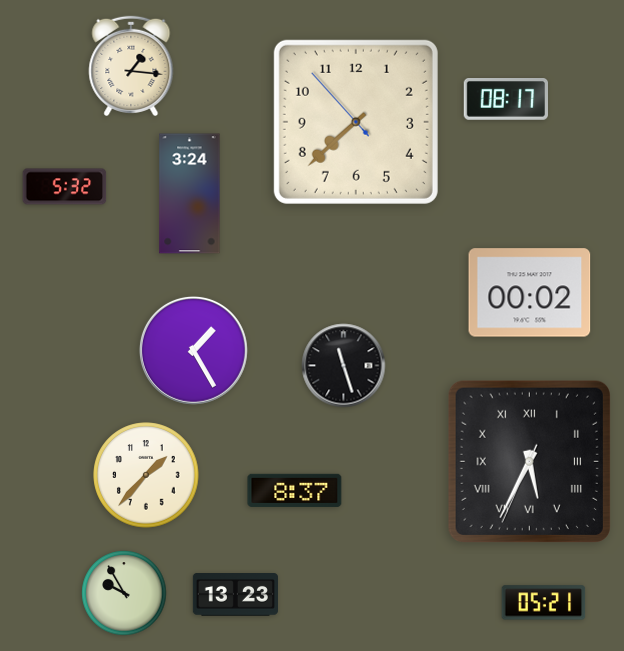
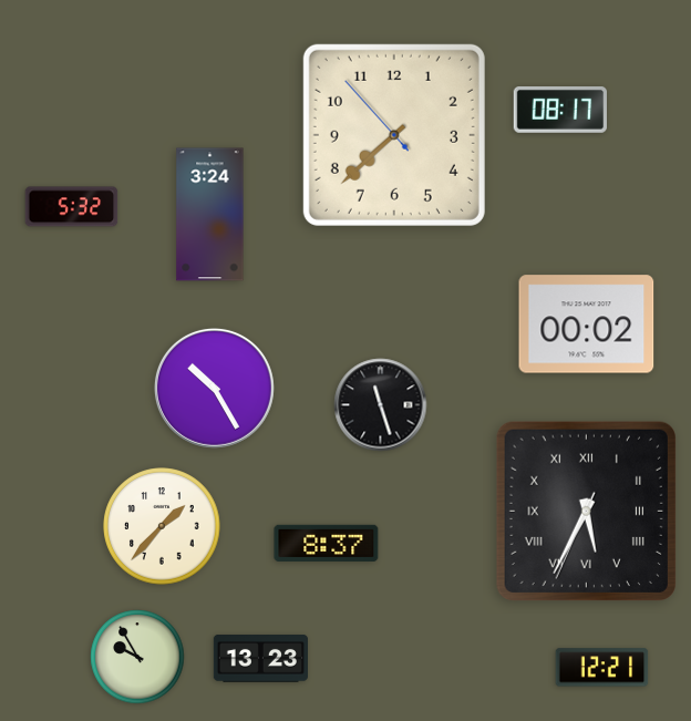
clock at (131, 65): 1:16 -> none
clock at (193, 350): 1:25 -> 10:25
clock at (544, 603): 05:21 -> 12:21
